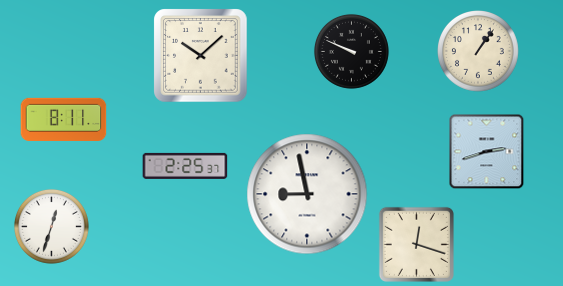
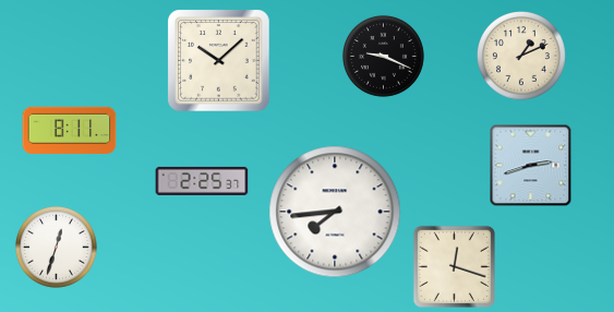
clock at (351, 51): 9:49 -> 9:19
clock at (479, 52): 1:06 -> 1:11
clock at (307, 194): 8:58 -> 7:44
